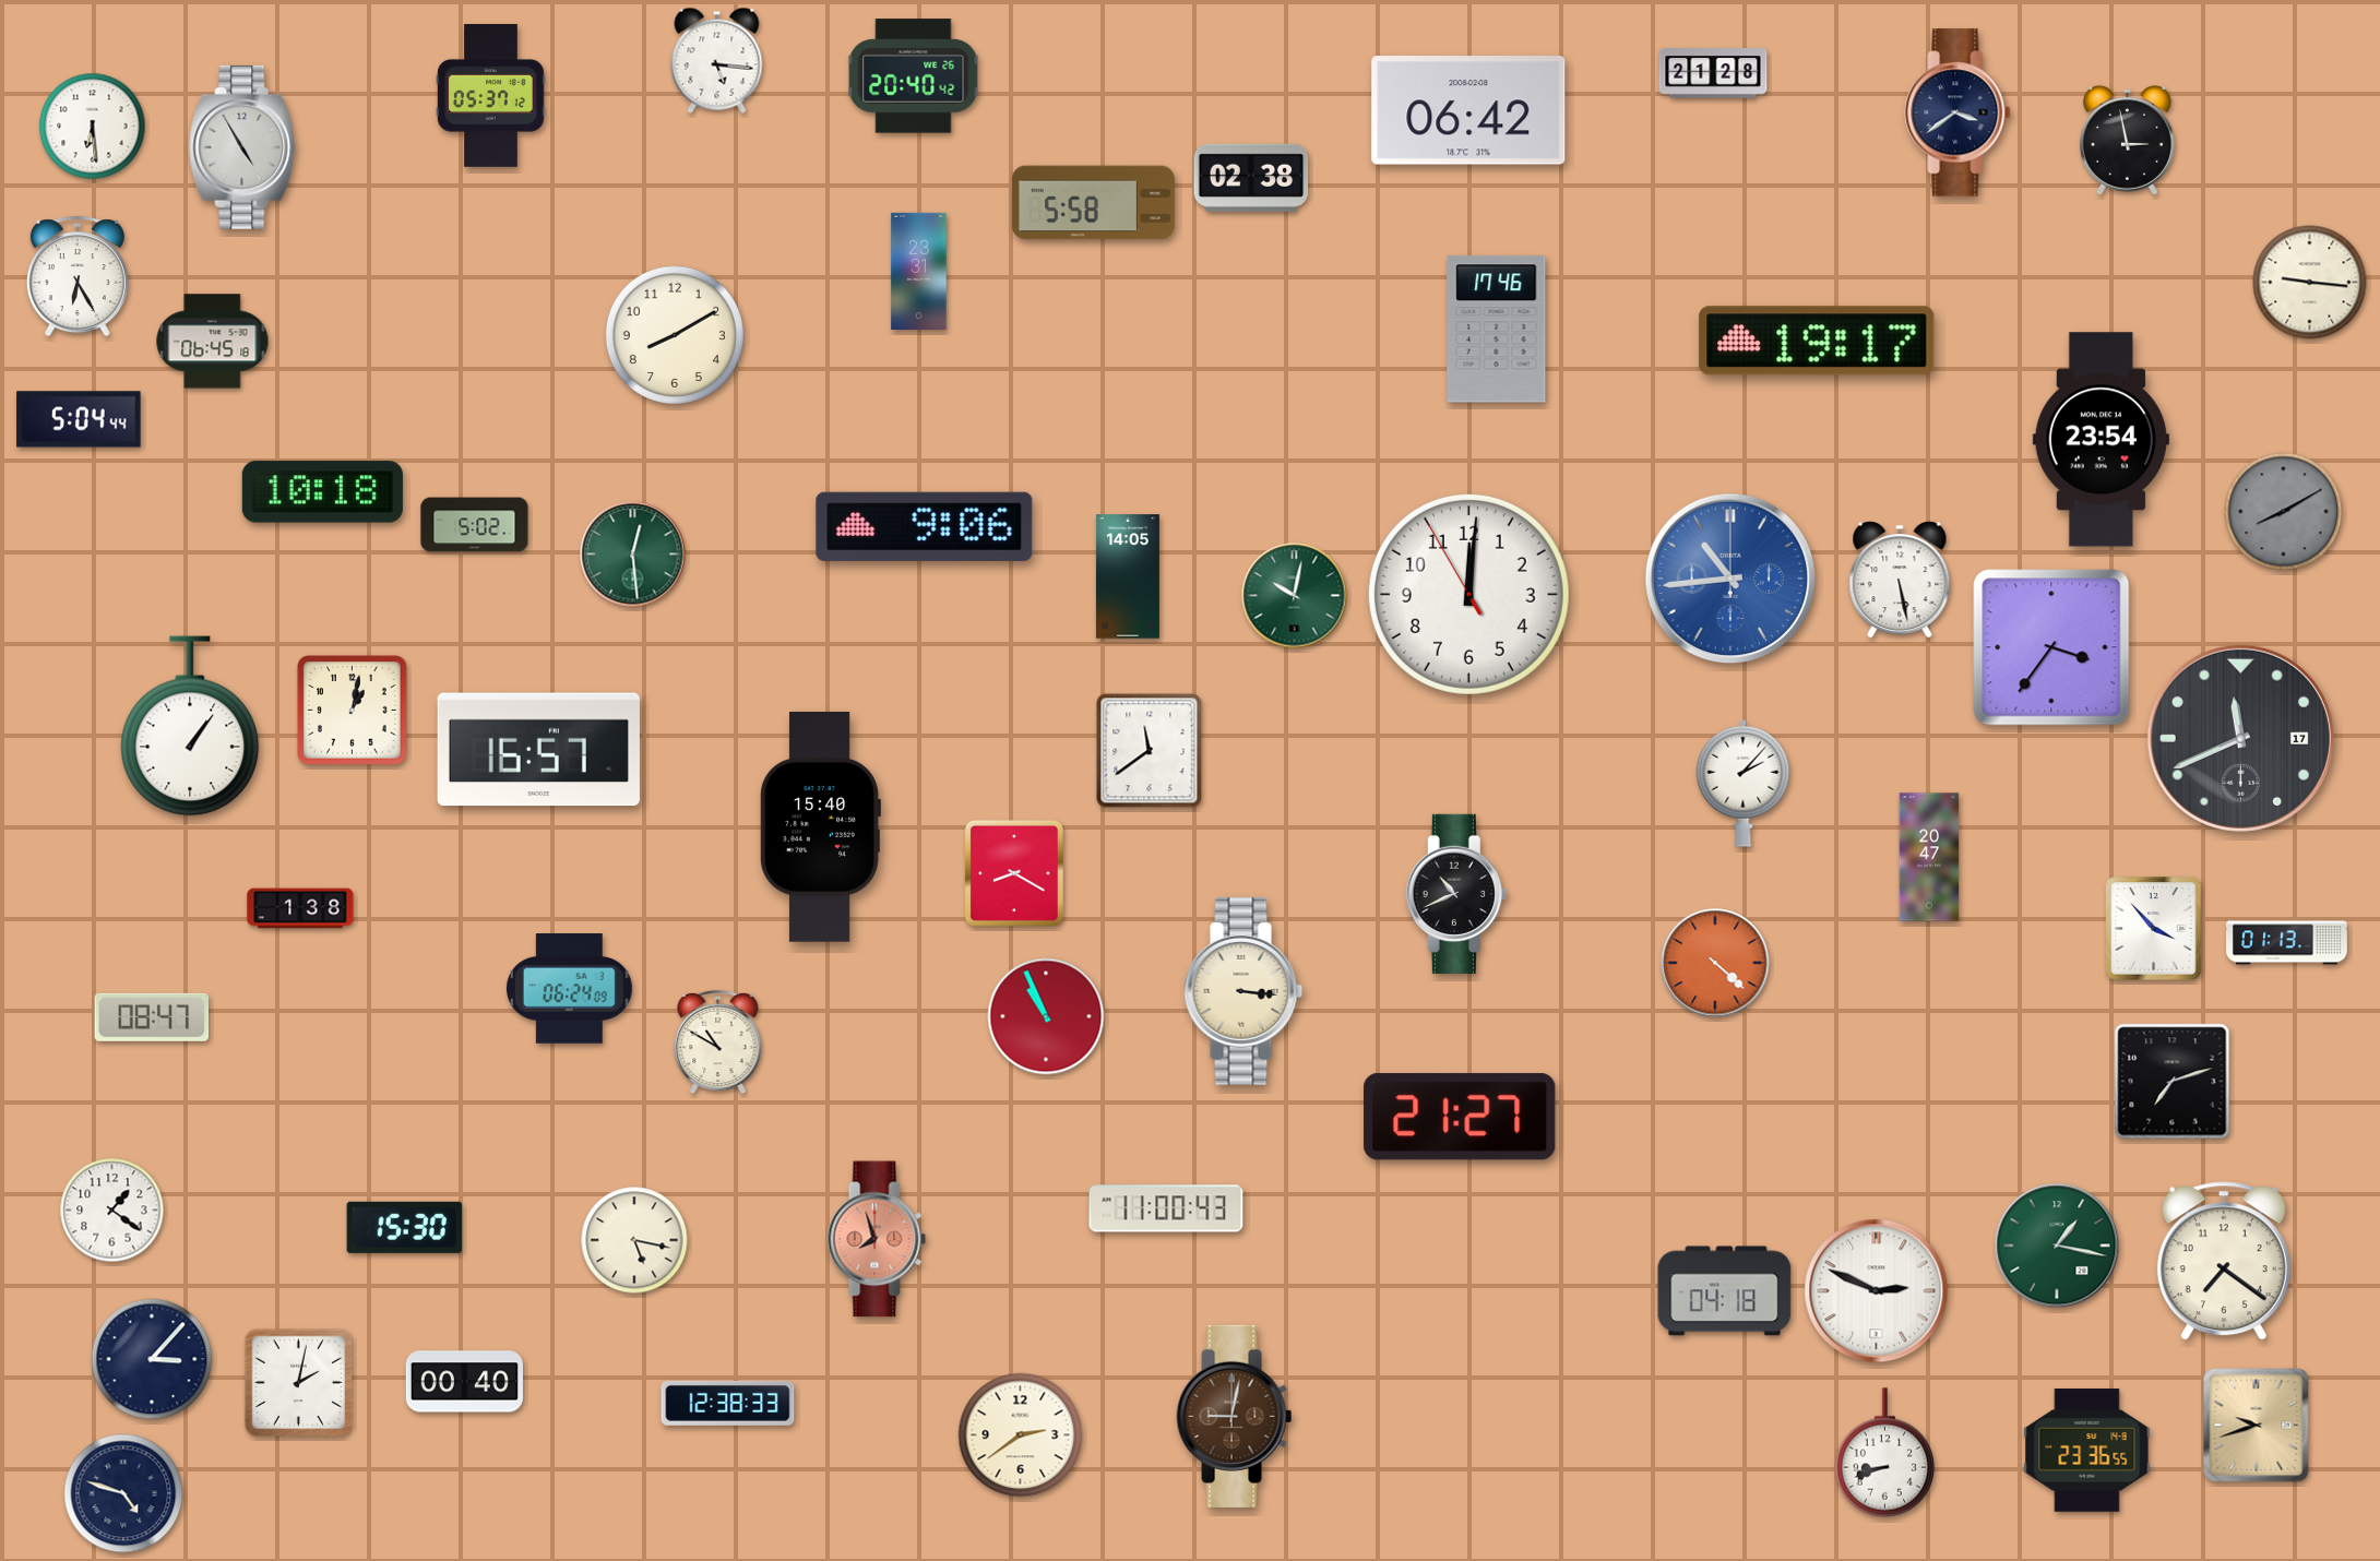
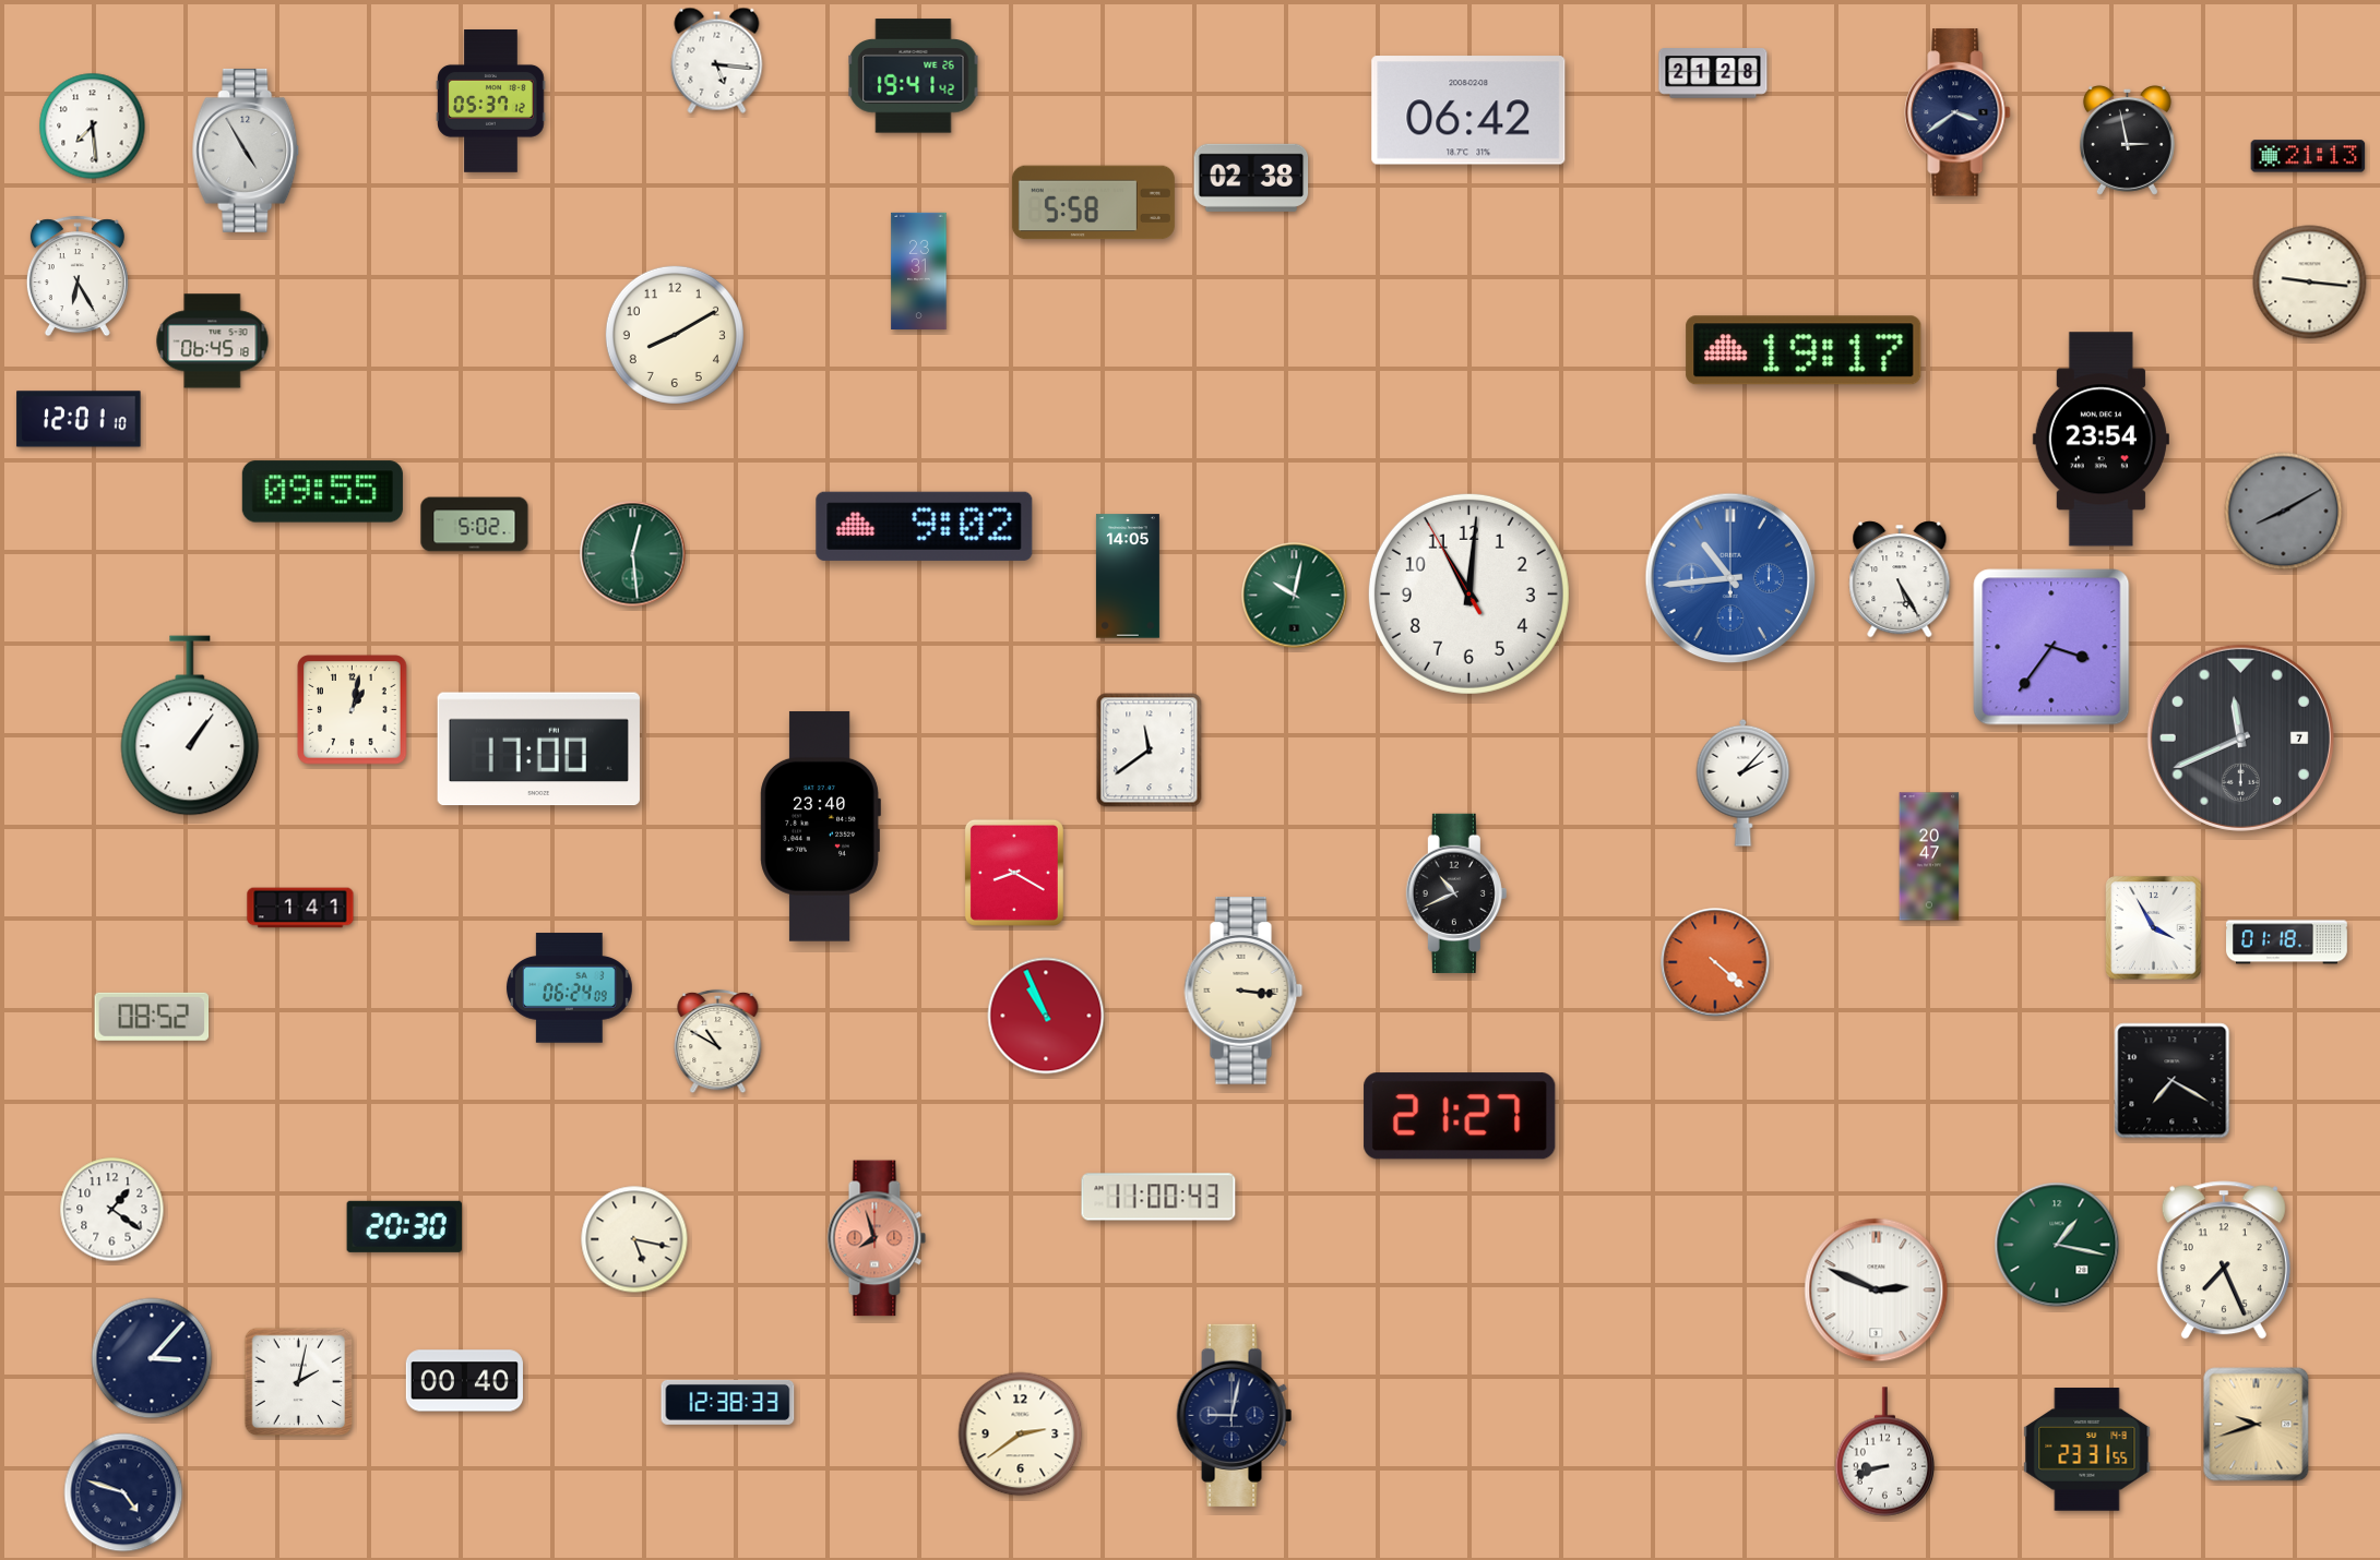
clock at (914, 76): 20:40 -> 19:41
clock at (491, 96) position: (491, 96) -> (491, 101)
clock at (93, 127): 6:29 -> 7:29
clock at (242, 147) position: (242, 147) -> (246, 151)
clock at (2308, 156): none -> 21:13
clock at (1497, 330): 17:46 -> none
clock at (1817, 341) position: (1817, 341) -> (1804, 350)
clock at (79, 419): 5:04 -> 12:01
clock at (322, 492): 10:18 -> 09:55
clock at (925, 526): 9:06 -> 9:02
clock at (1900, 580): 5:28 -> 5:25
clock at (1468, 594): 12:00 -> 11:00
clock at (2240, 738) date: 17 -> 7
clock at (538, 750): 16:57 -> 17:00
clock at (820, 826): 15:40 -> 23:40
clock at (300, 908): 1:38 -> 1:41
clock at (2154, 929): 3:53 -> 3:55
clock at (2287, 943): 01:13 -> 01:18
clock at (152, 1017): 08:47 -> 08:52
clock at (2173, 1082): 7:12 -> 7:20
clock at (1166, 1208) position: (1166, 1208) -> (1158, 1197)
clock at (404, 1227): 15:30 -> 20:30
clock at (2224, 1261): 7:21 -> 7:26
clock at (1725, 1291): 04:18 -> none
clock at (1235, 1416) dial: brown -> navy
clock at (2087, 1451): 23:36 -> 23:31
